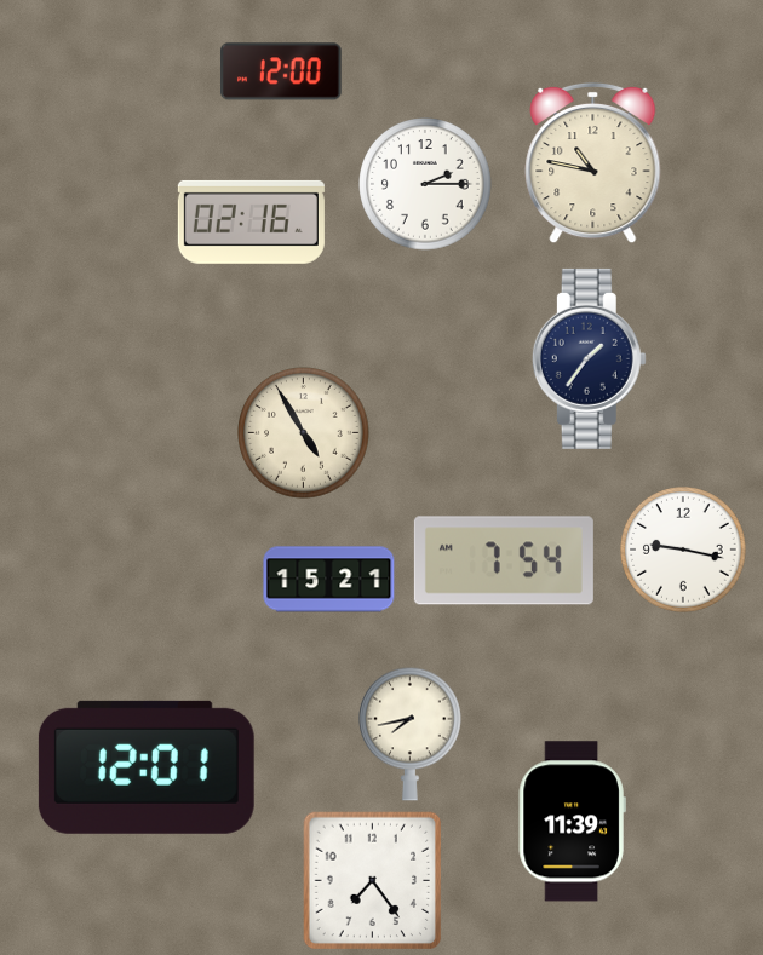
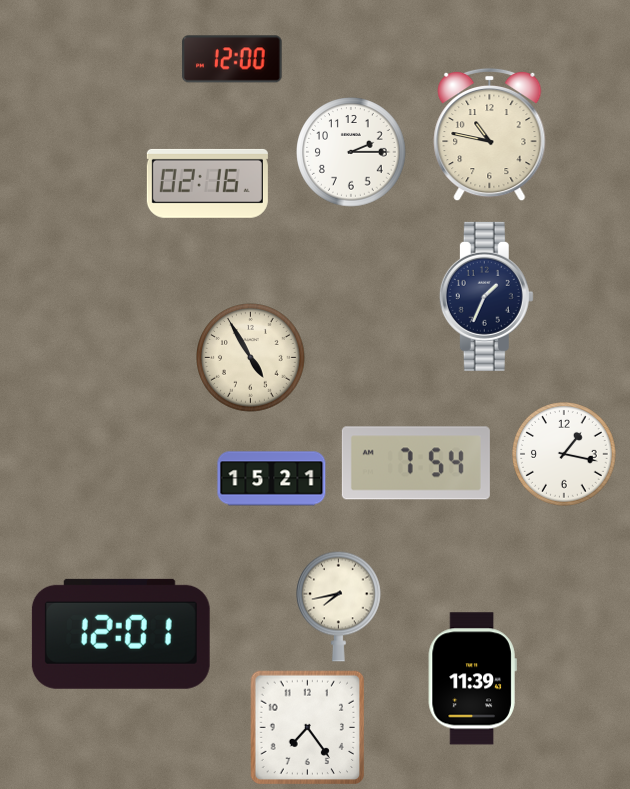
clock at (589, 358): 1:36 -> 1:34
clock at (684, 551): 9:17 -> 1:17
